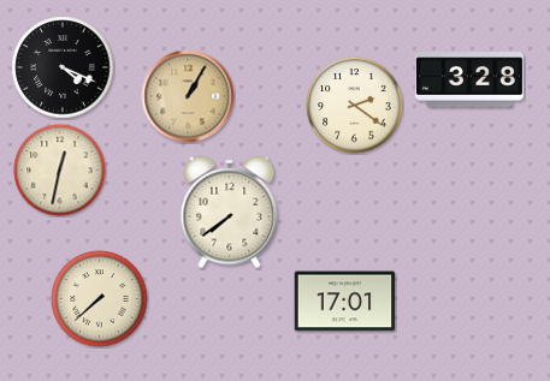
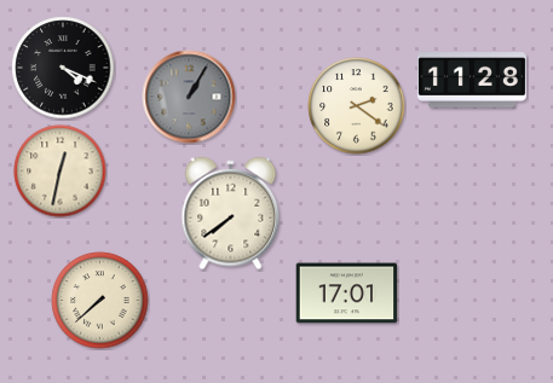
clock at (469, 79): 3:28 -> 11:28
clock at (188, 96) dial: champagne -> grey
clock at (345, 302) position: (345, 302) -> (347, 294)
